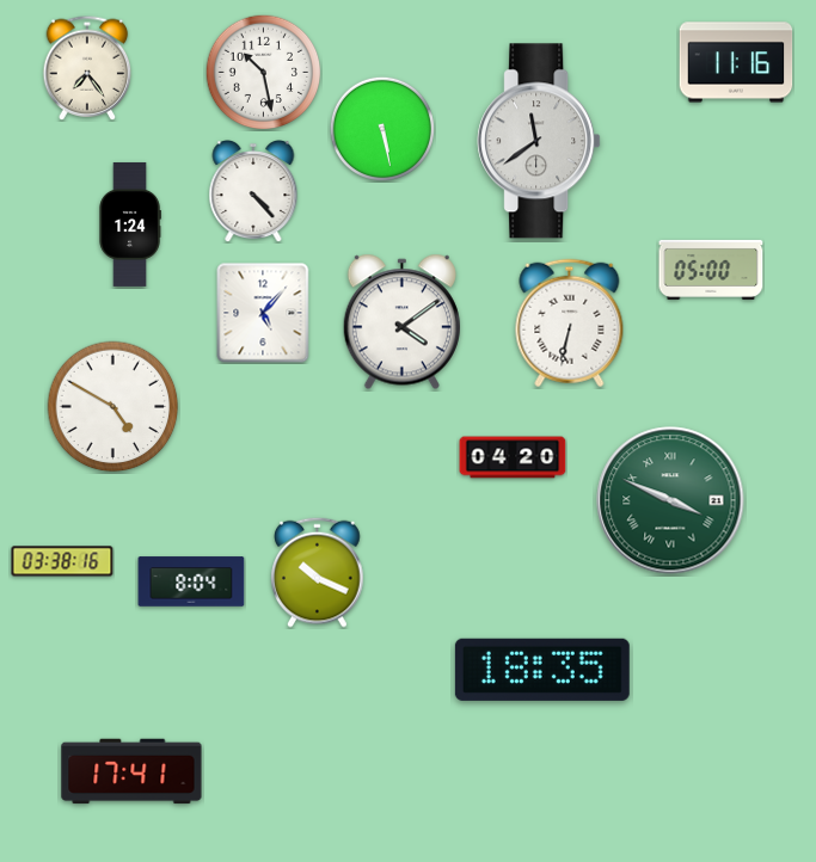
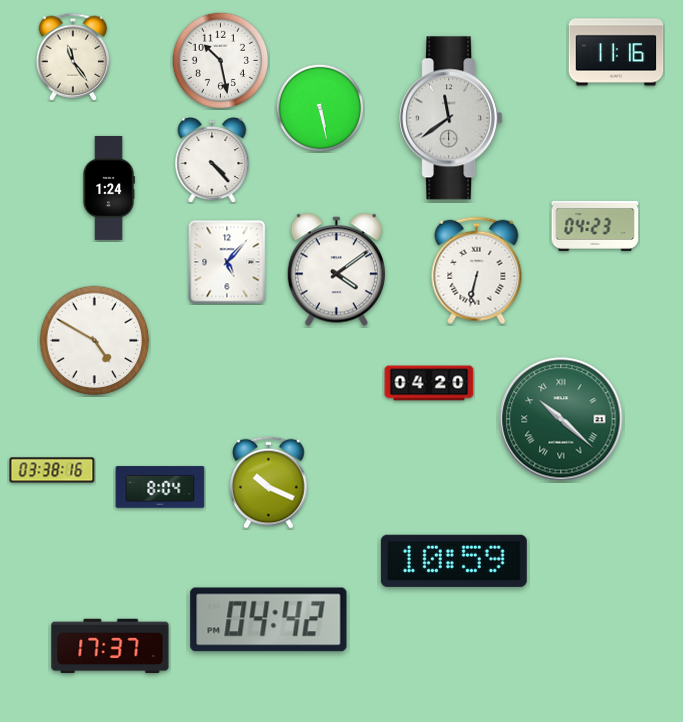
clock at (87, 68): 7:24 -> 11:24
clock at (711, 270): 05:00 -> 04:23
clock at (263, 313) position: (263, 313) -> (227, 262)
clock at (670, 500): 3:49 -> 10:22
clock at (318, 572) position: (318, 572) -> (269, 482)
clock at (542, 670): 18:35 -> 10:59
clock at (269, 620): none -> 04:42
clock at (131, 771): 17:41 -> 17:37
